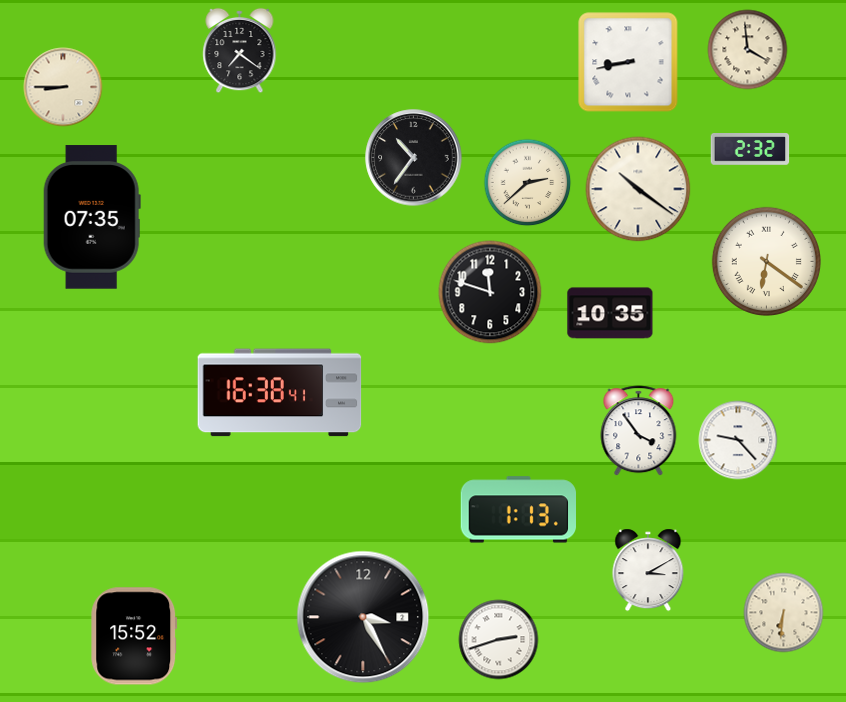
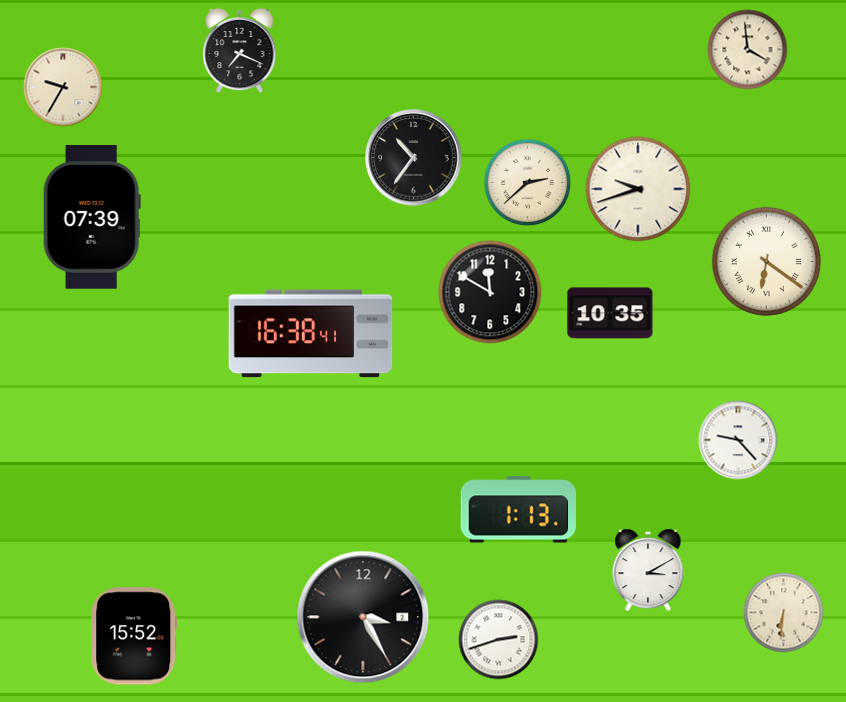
clock at (240, 51): 7:21 -> 7:19
clock at (628, 62): 8:43 -> none
clock at (63, 87): 8:45 -> 9:35
clock at (750, 149): 2:32 -> none
clock at (638, 189): 10:21 -> 9:42
clock at (92, 217): 07:35 -> 07:39
clock at (490, 292): 11:48 -> 11:50
clock at (280, 393) position: (280, 393) -> (311, 334)
clock at (639, 431): 3:54 -> none
